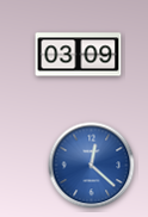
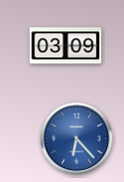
clock at (92, 166): 12:22 -> 6:23
